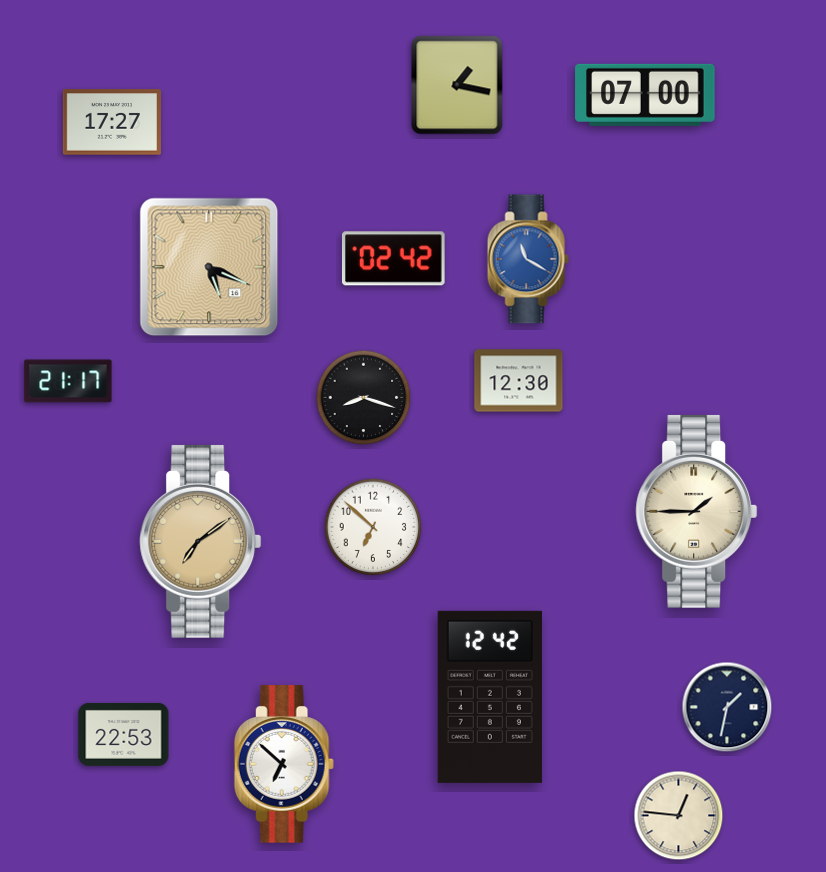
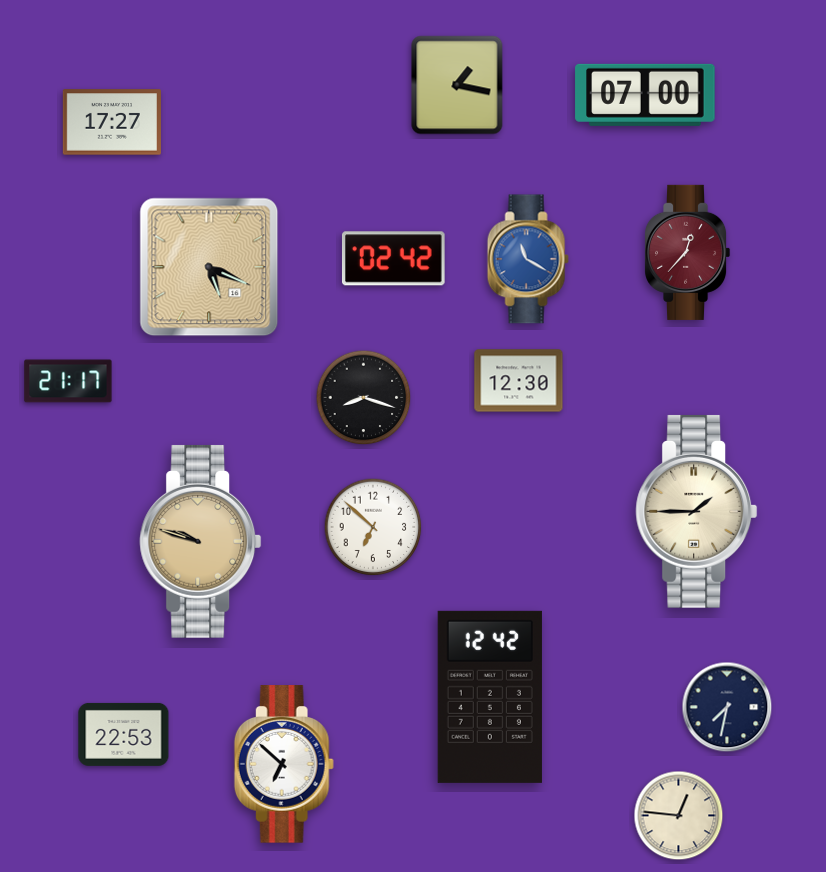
clock at (688, 252): none -> 12:37
clock at (201, 541): 7:09 -> 9:48
clock at (727, 707): 1:32 -> 7:32
